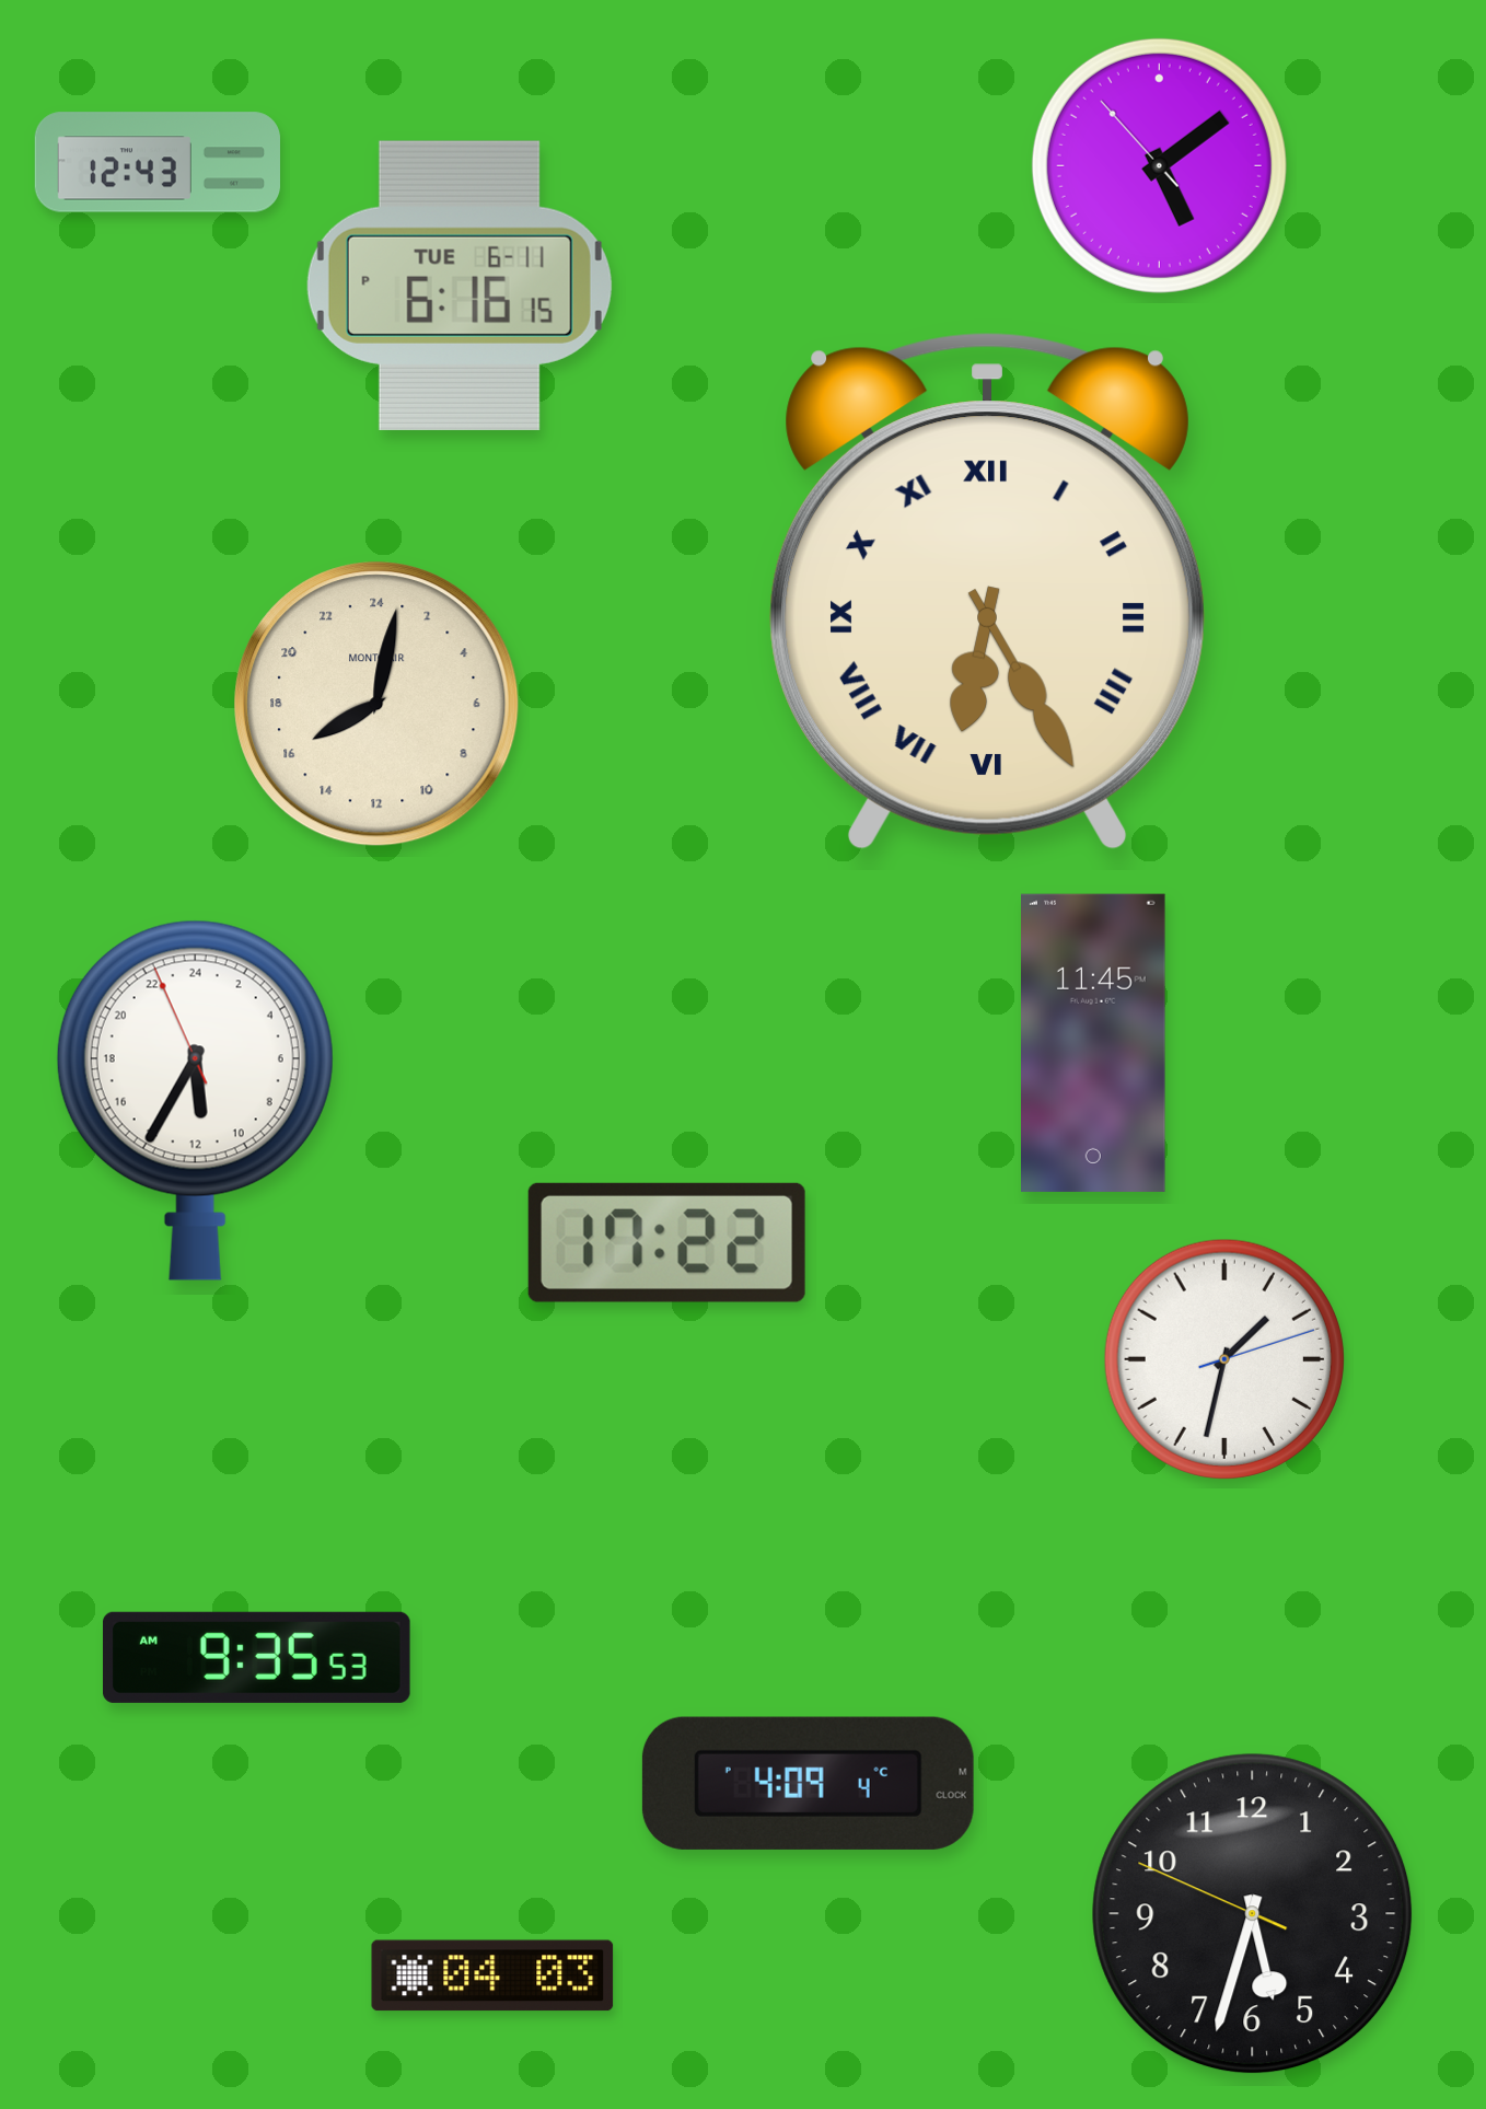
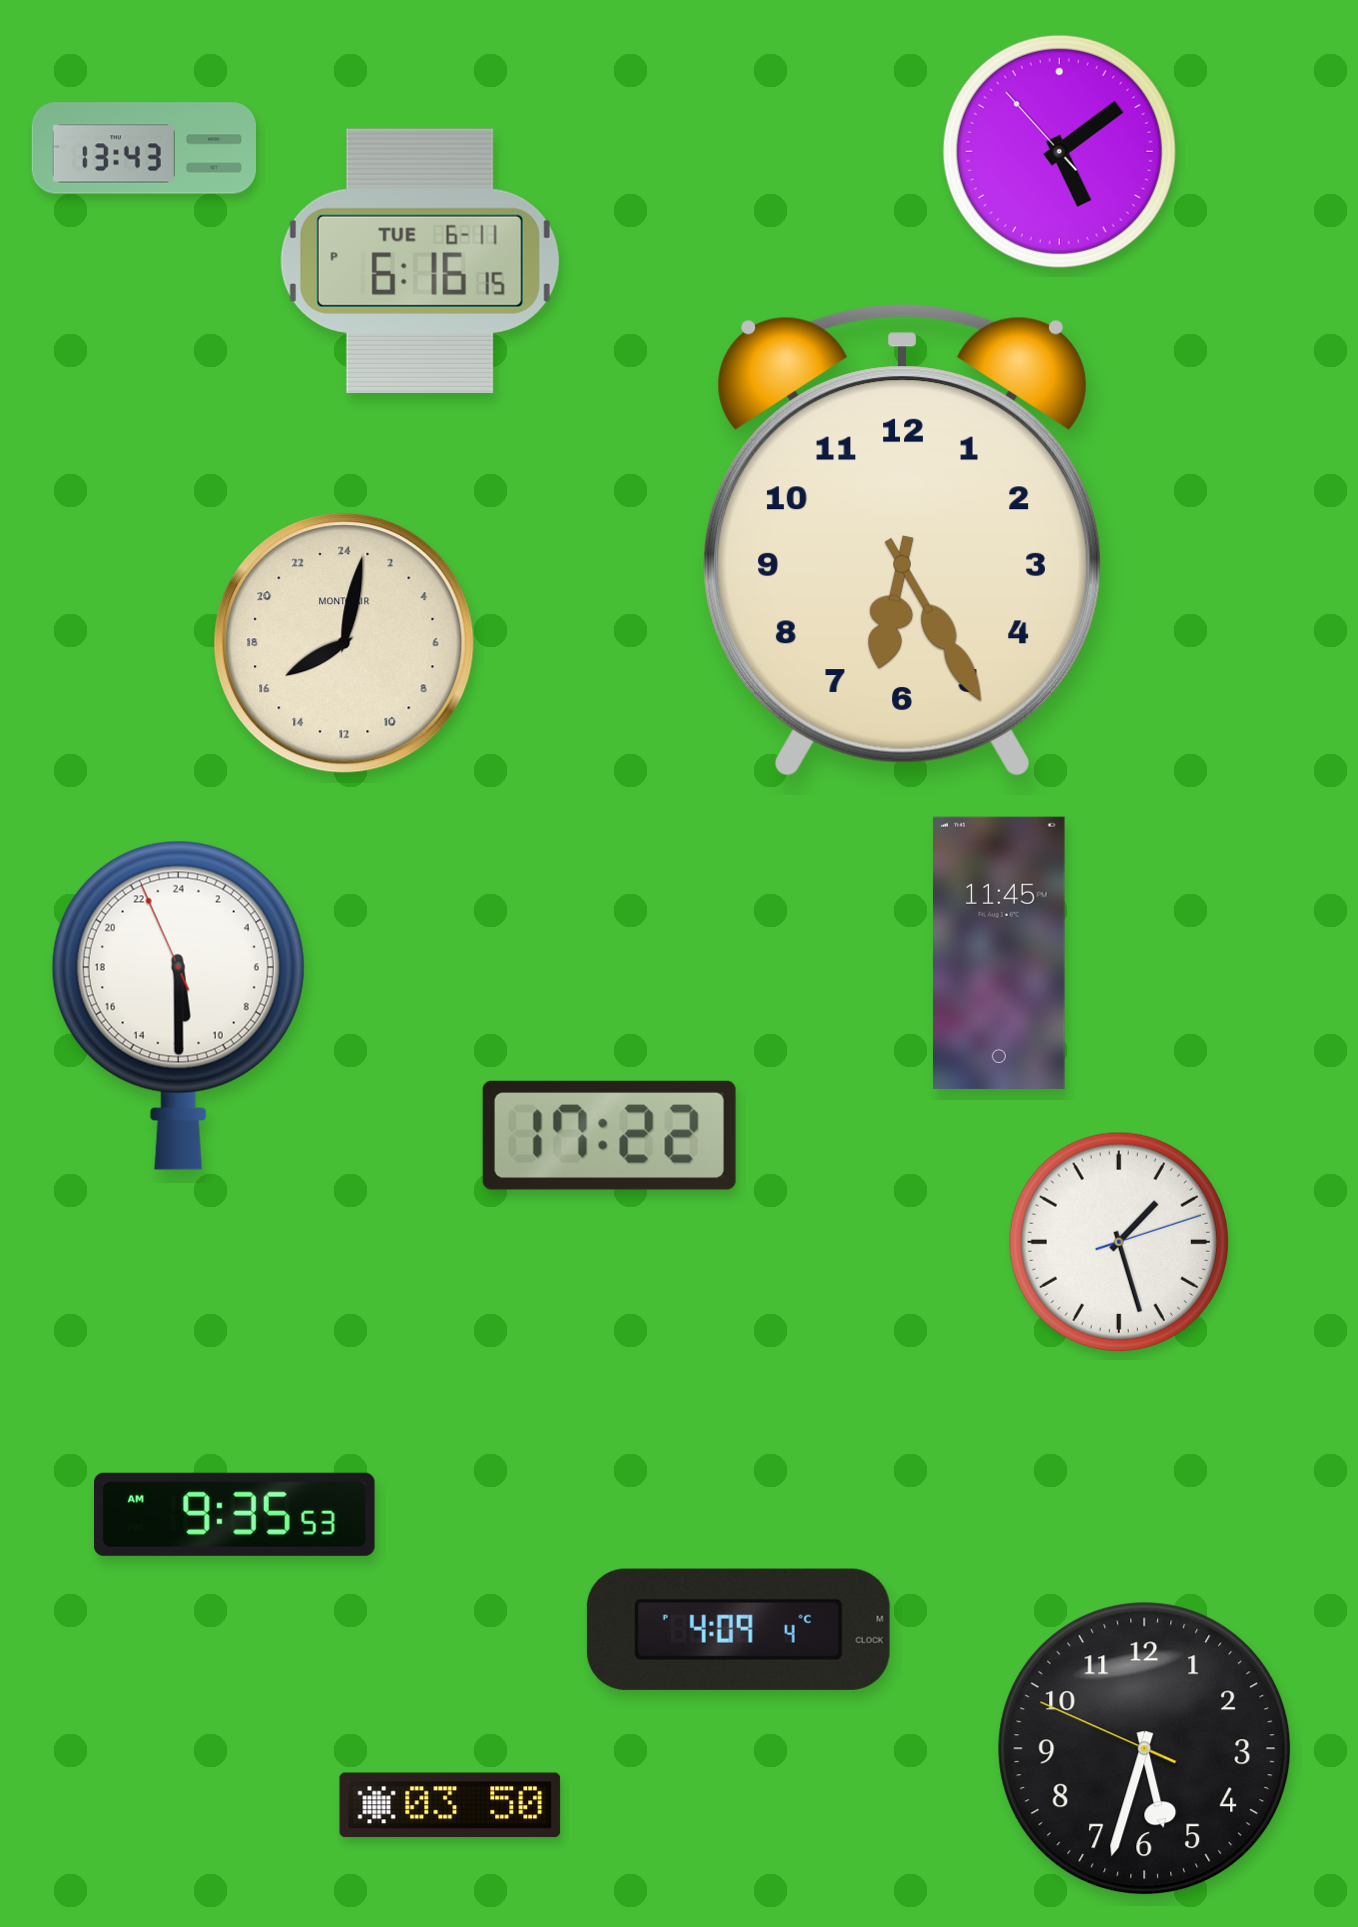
clock at (156, 162): 12:43 -> 13:43
clock at (987, 591) numerals: Roman -> Arabic
clock at (195, 1100): 11:34 -> 11:29
clock at (1224, 1359): 1:32 -> 1:27
clock at (492, 1975): 04:03 -> 03:50
